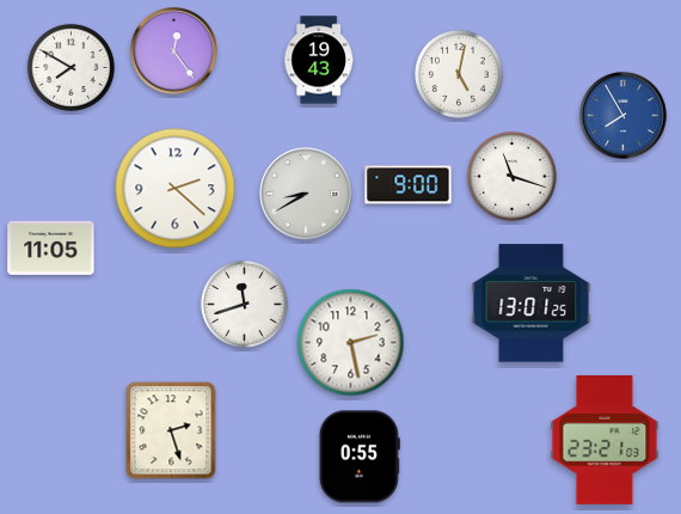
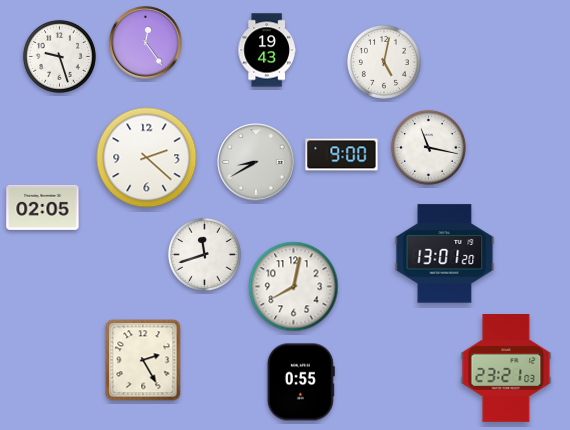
clock at (70, 67): 7:50 -> 9:27
clock at (624, 116): 7:55 -> none
clock at (511, 176): 11:18 -> 11:17
clock at (51, 247): 11:05 -> 02:05
clock at (532, 304): 13:01:25 -> 13:01:20
clock at (351, 343): 2:28 -> 8:02
clock at (171, 430): 2:27 -> 2:25
